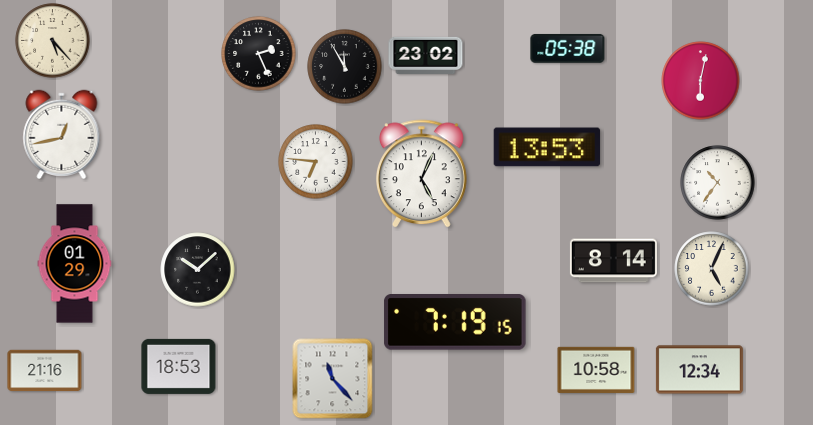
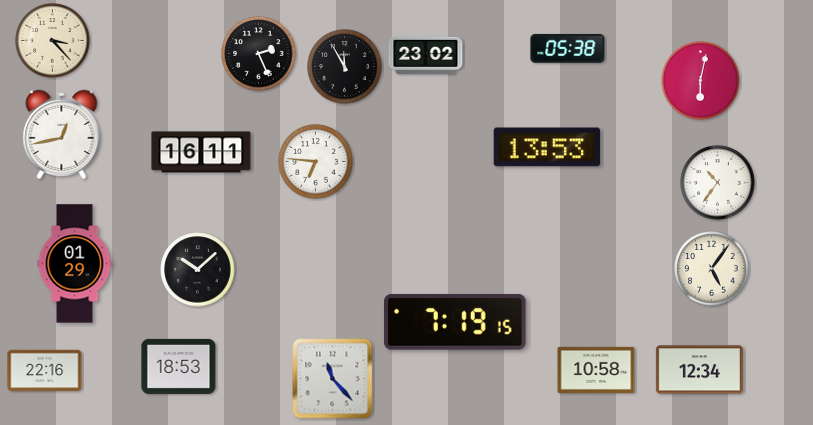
clock at (53, 41): 5:23 -> 3:23
clock at (201, 152): none -> 16:11
clock at (421, 174): 5:04 -> none
clock at (613, 261): 8:14 -> none
clock at (712, 269): 5:04 -> 5:06
clock at (45, 371): 21:16 -> 22:16
